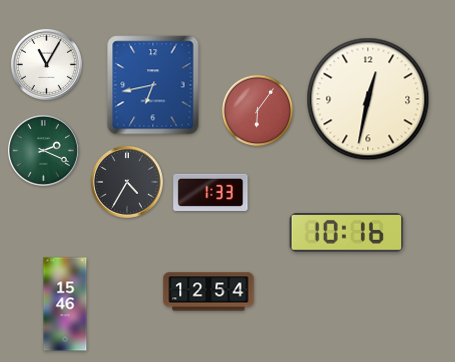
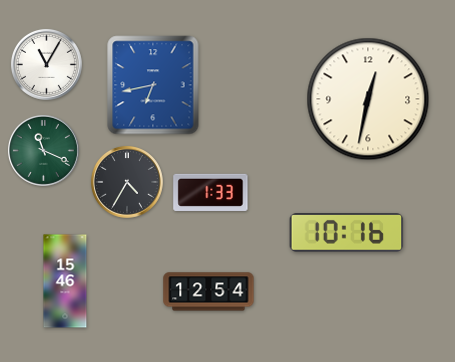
clock at (258, 111): 6:06 -> none
clock at (43, 150): 2:19 -> 11:19
clock at (65, 304) position: (65, 304) -> (65, 281)
